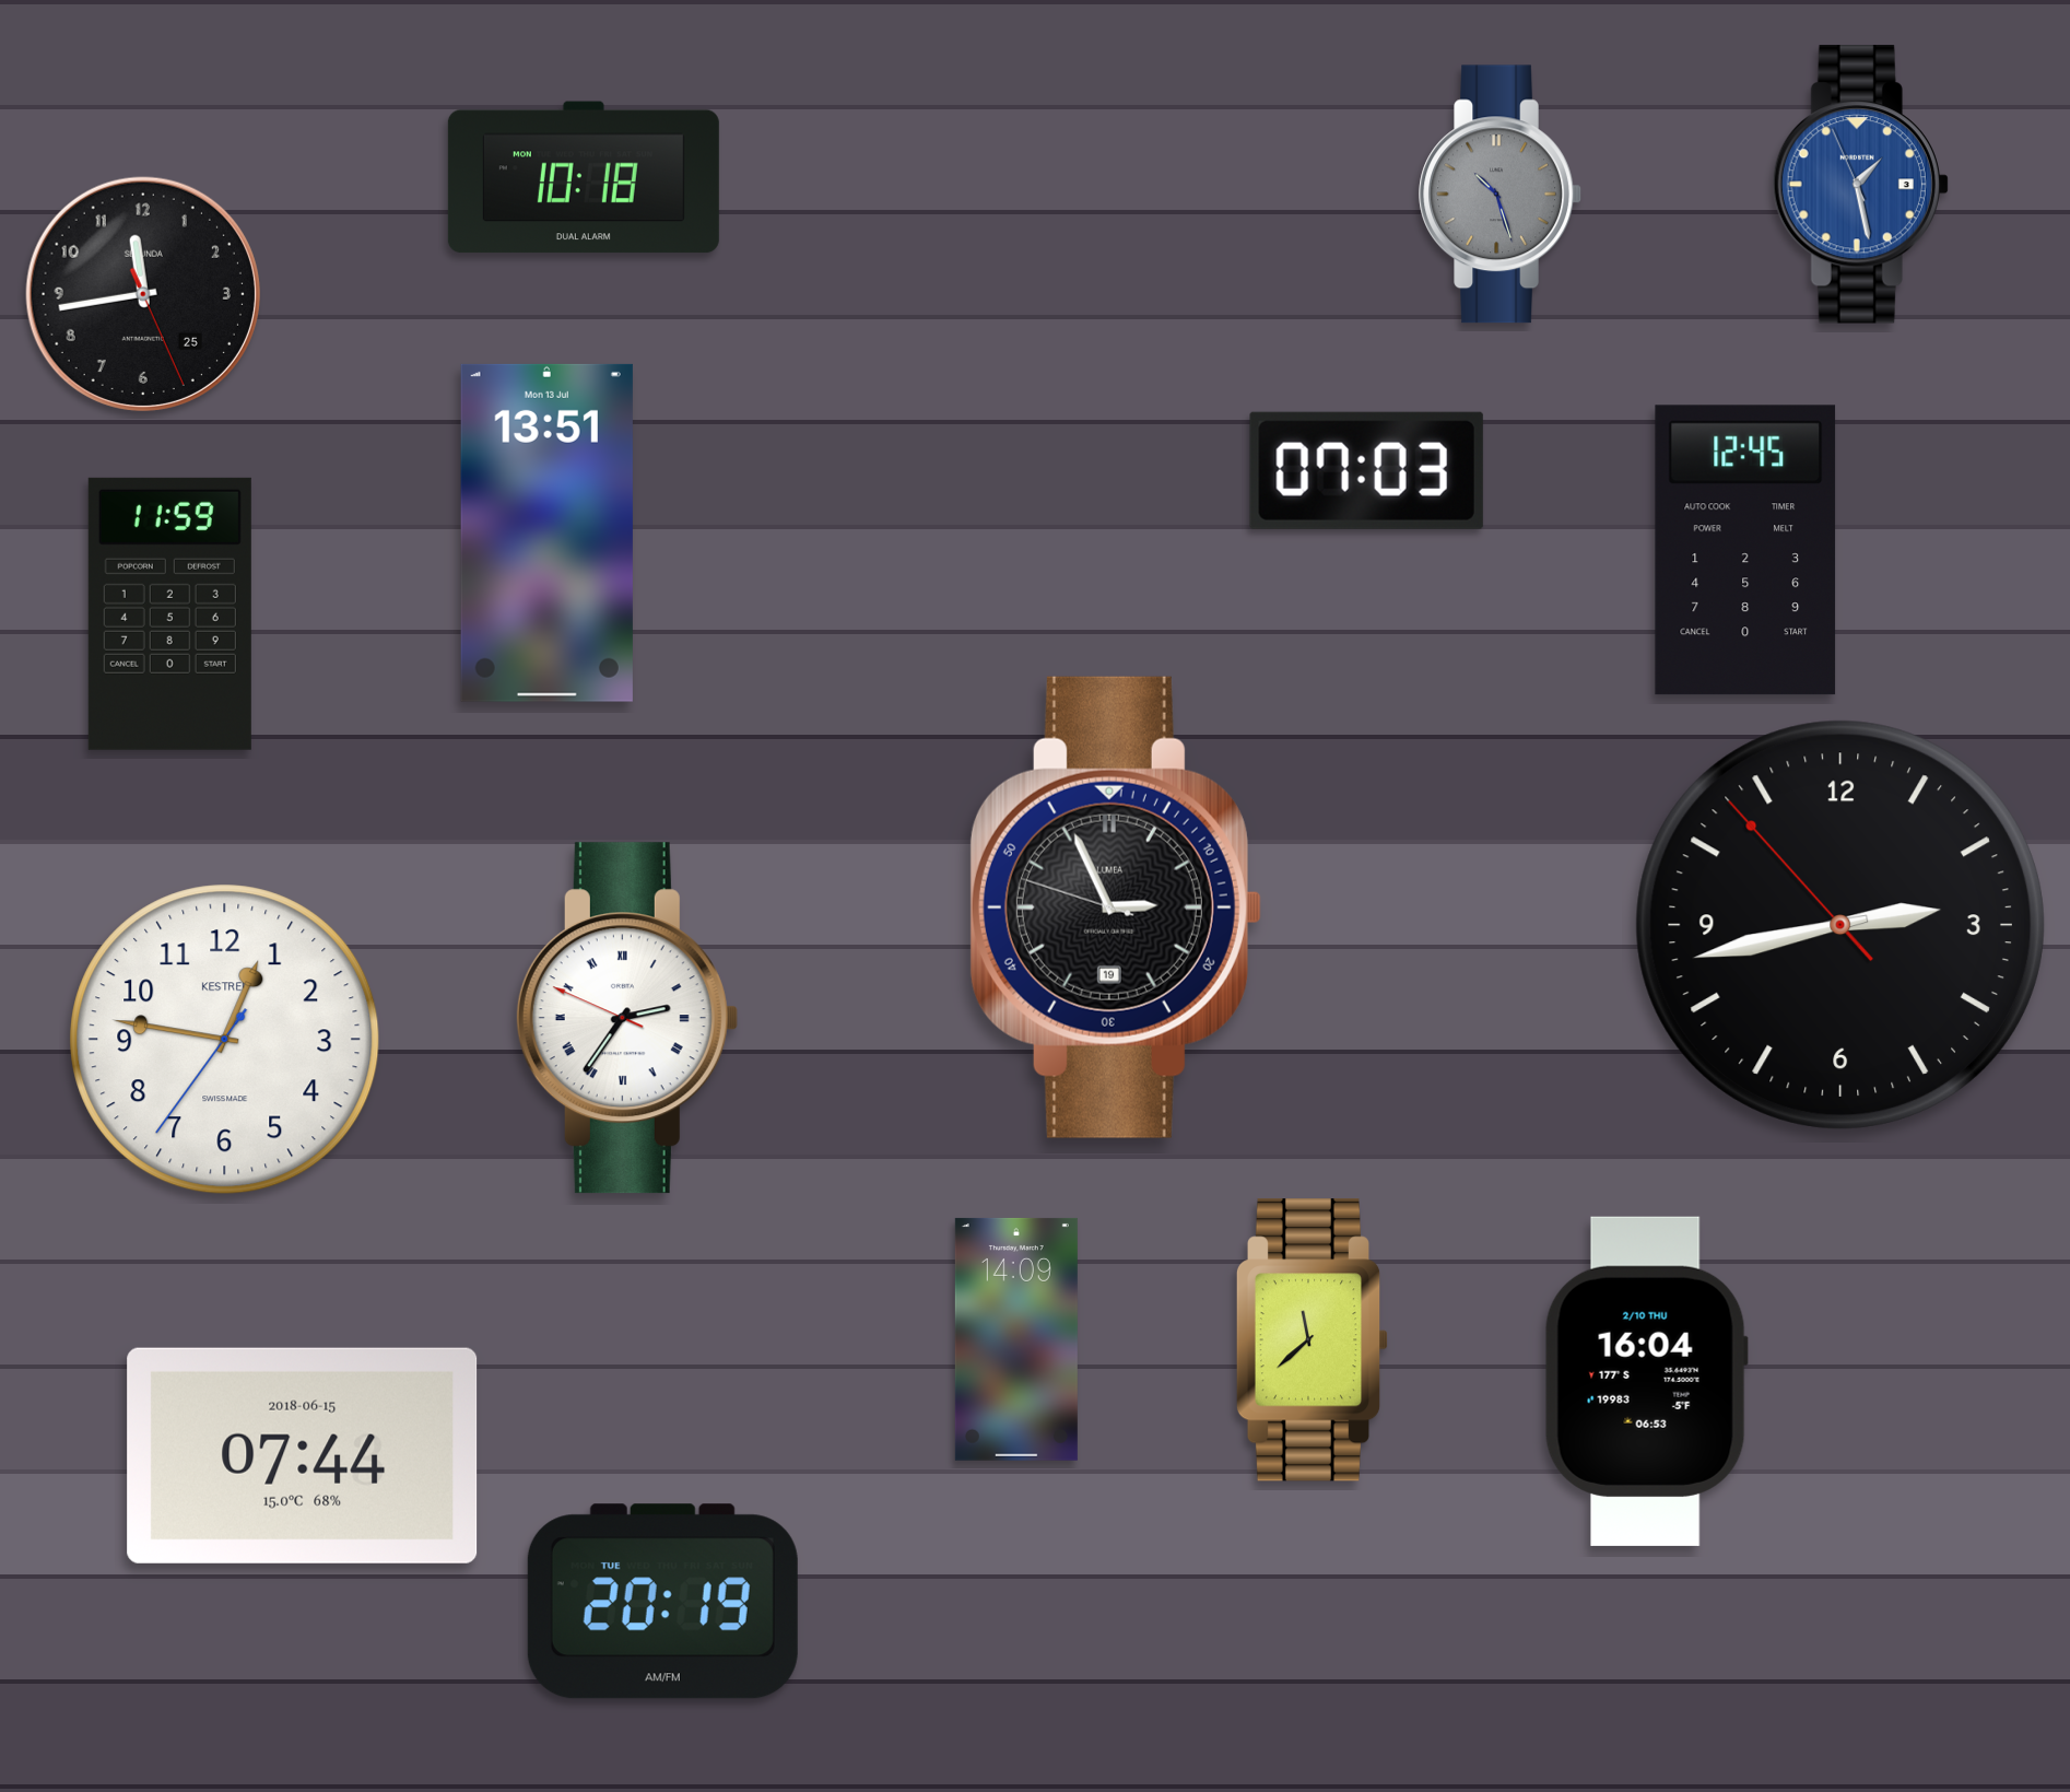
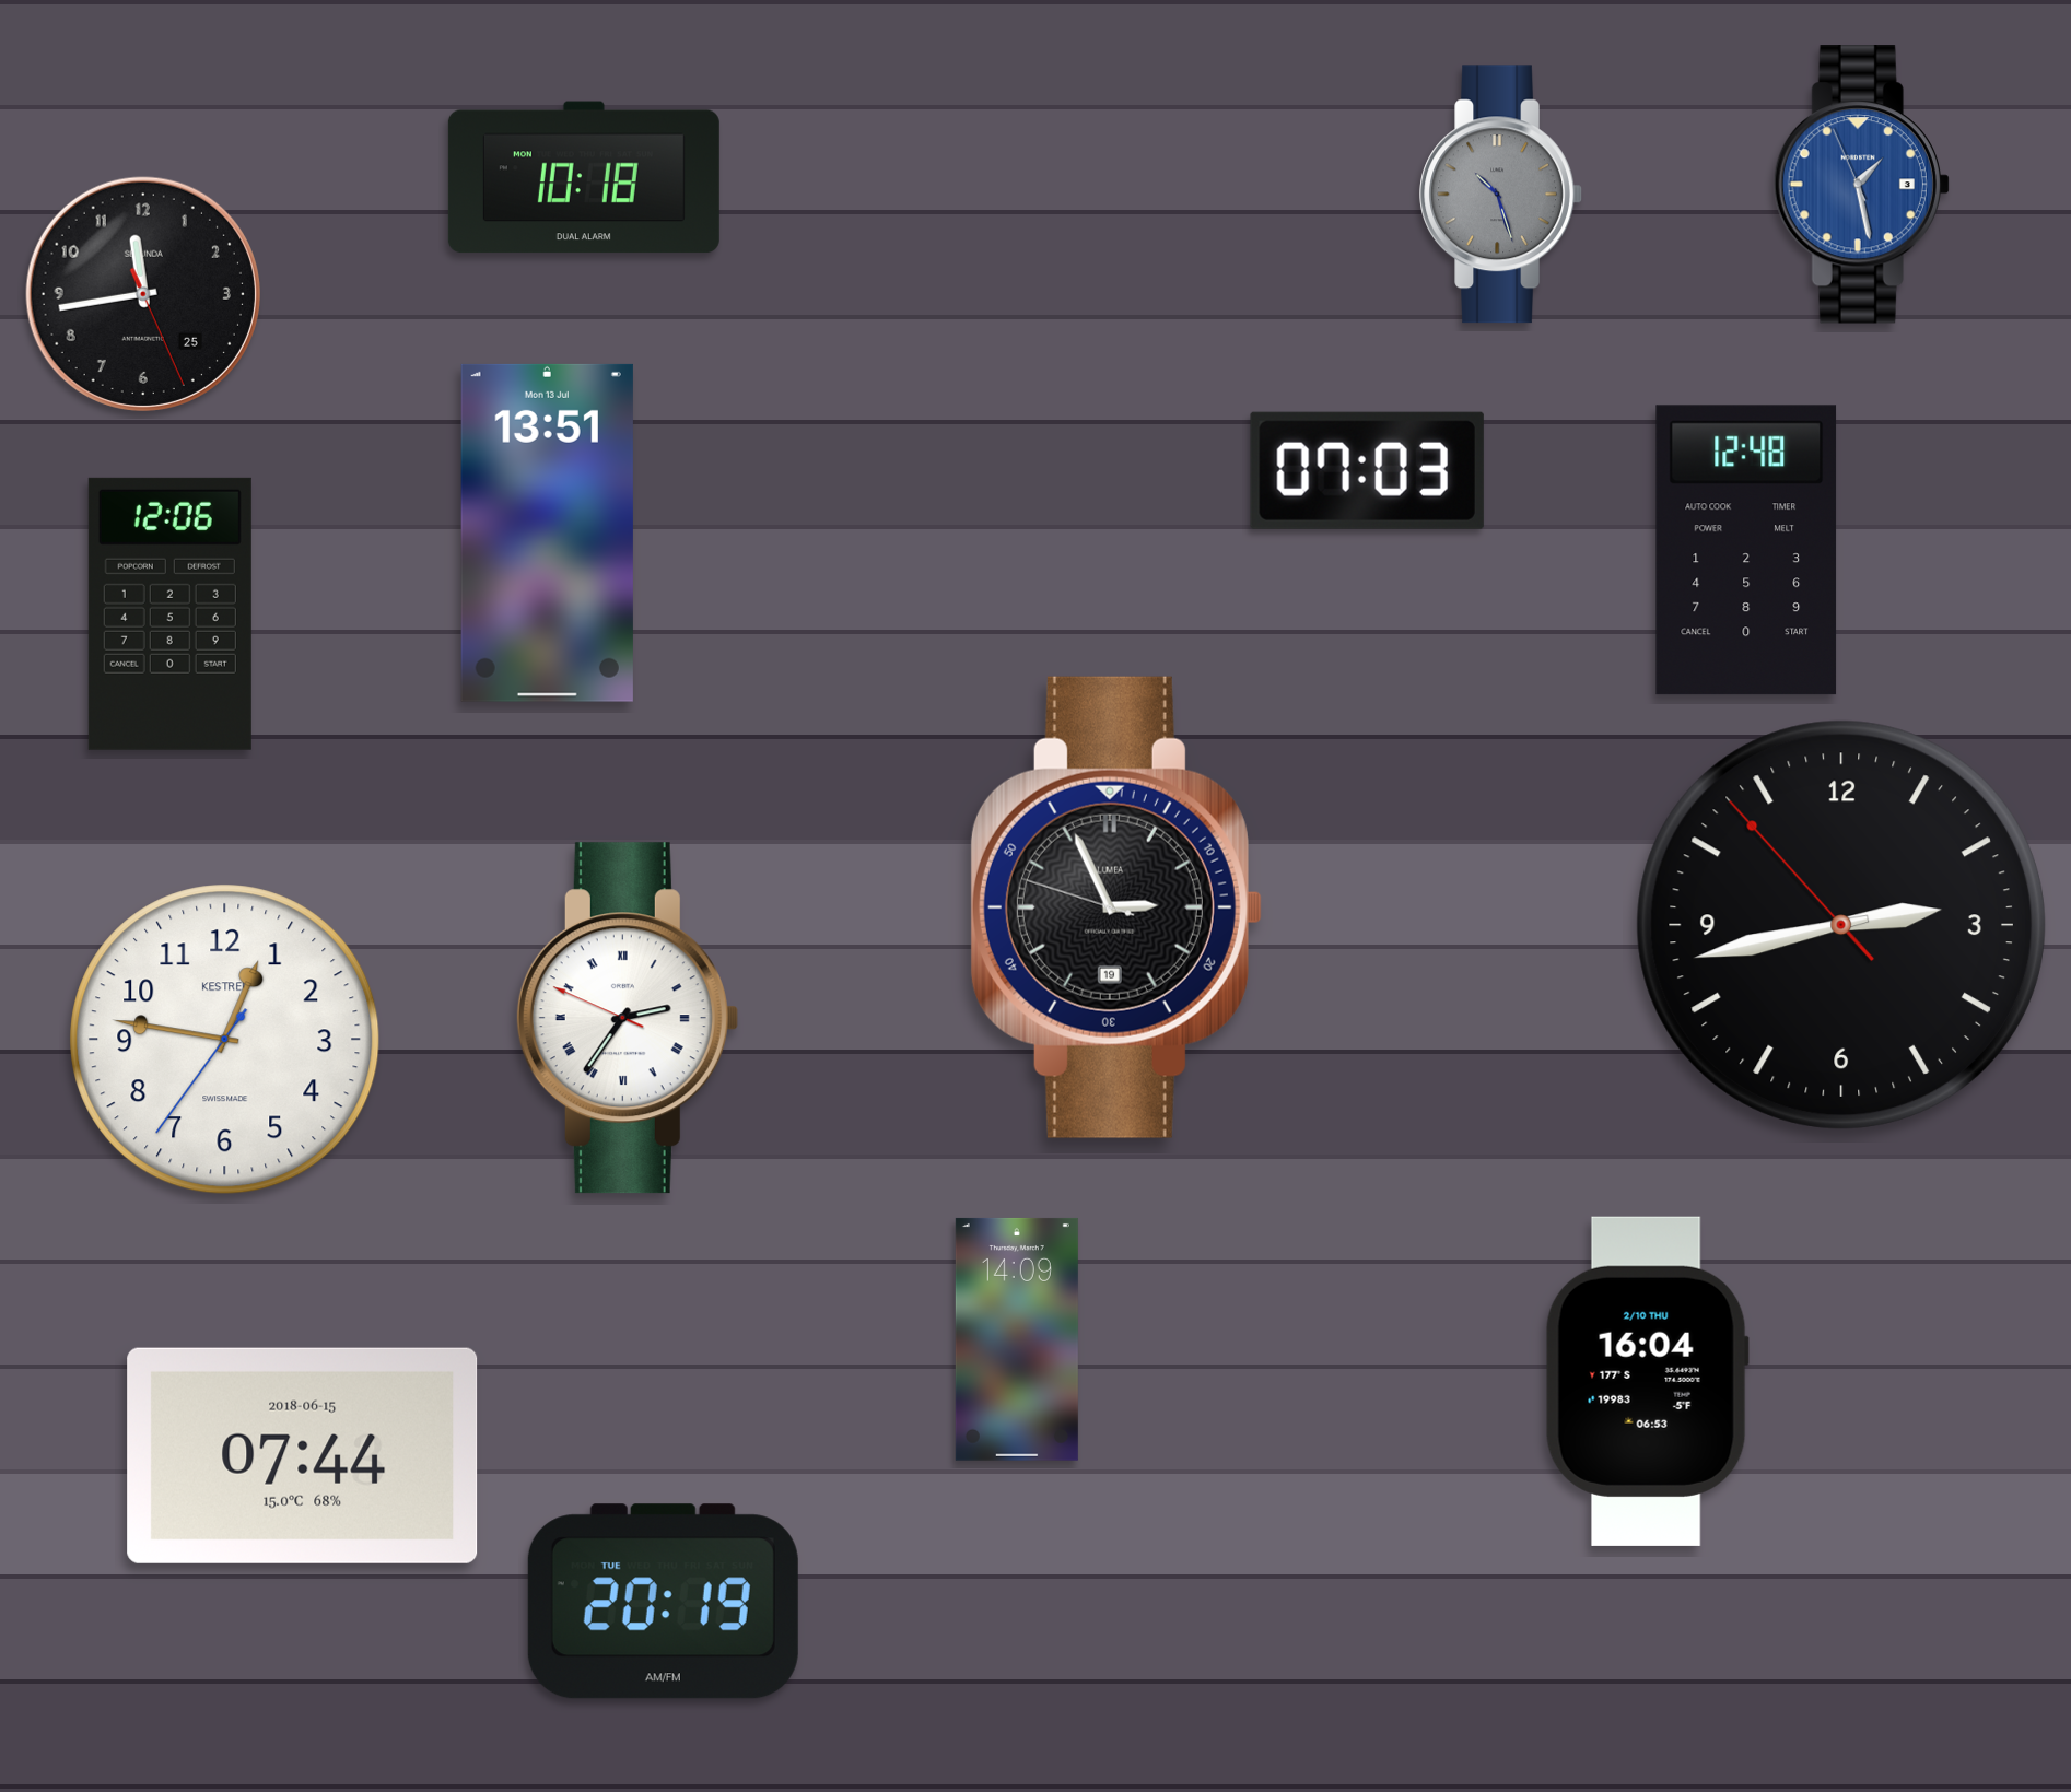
clock at (1745, 550): 12:45 -> 12:48
clock at (169, 613): 11:59 -> 12:06
clock at (1313, 1340): 11:38 -> none
